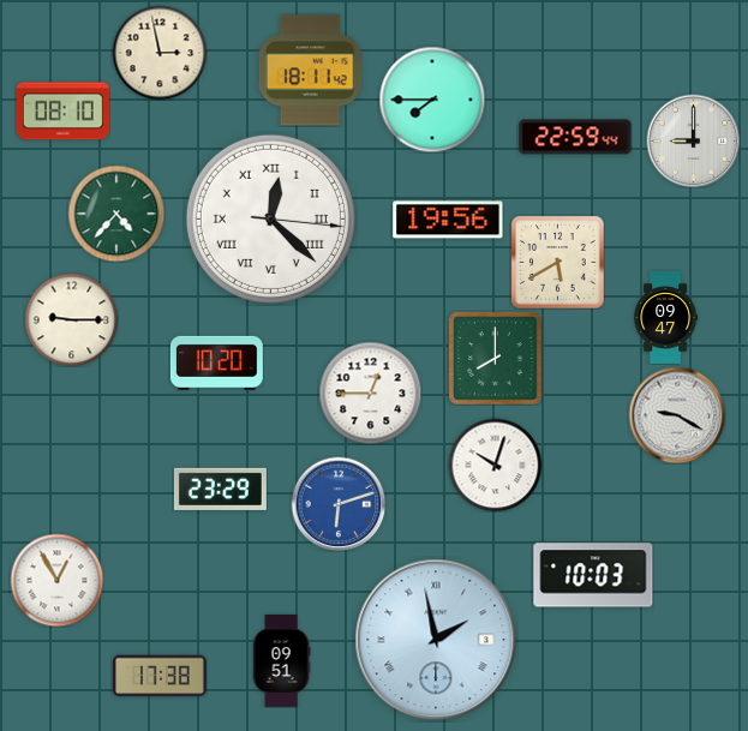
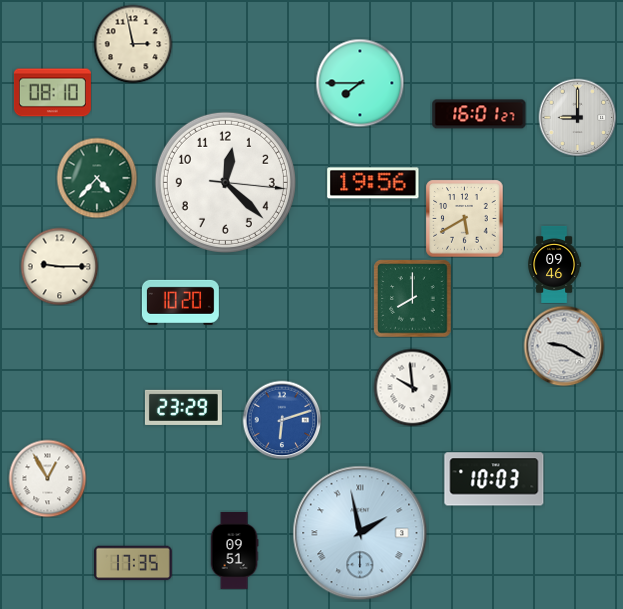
clock at (311, 71): 18:11 -> none
clock at (575, 137): 22:59 -> 16:01
clock at (270, 218) numerals: Roman -> Arabic
clock at (666, 317): 09:47 -> 09:46
clock at (370, 393): 12:45 -> none
clock at (495, 465): 10:03 -> 9:59
clock at (56, 580) position: (56, 580) -> (47, 478)
clock at (436, 640) position: (436, 640) -> (360, 533)
clock at (160, 676): 17:38 -> 17:35
